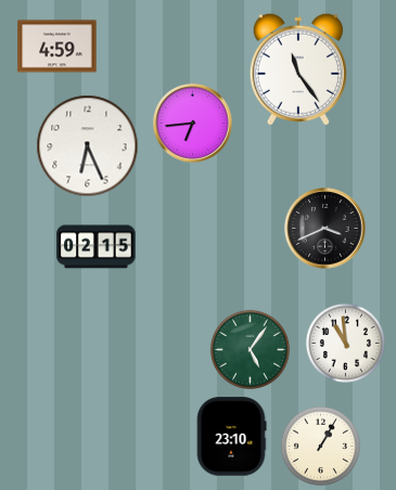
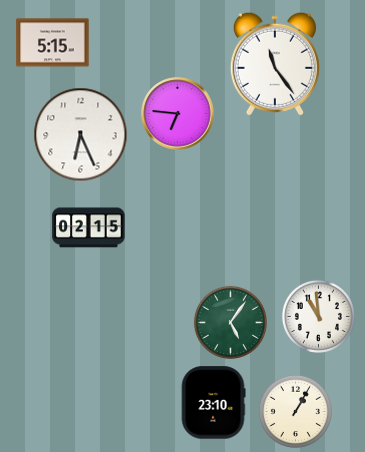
clock at (58, 47): 4:59 -> 5:15
clock at (193, 124): 6:44 -> 6:46
clock at (325, 229): 3:41 -> none
